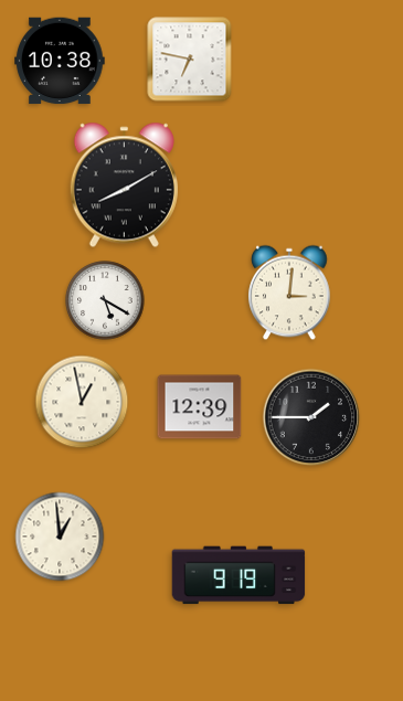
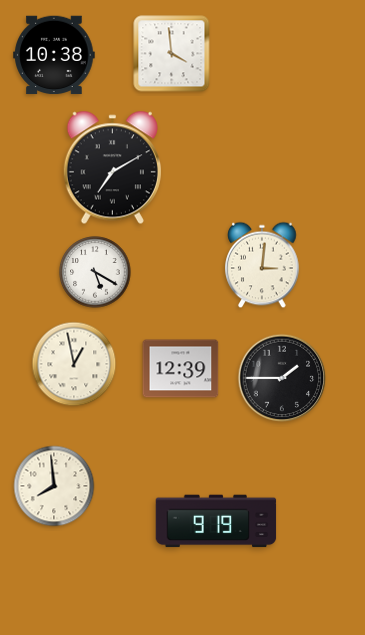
clock at (190, 60): 6:47 -> 3:59
clock at (124, 185): 8:10 -> 7:10
clock at (60, 537): 12:59 -> 7:59
